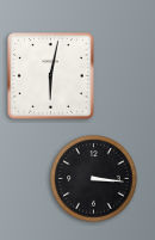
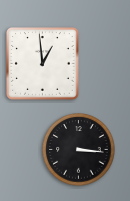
clock at (51, 76): 6:02 -> 12:59
